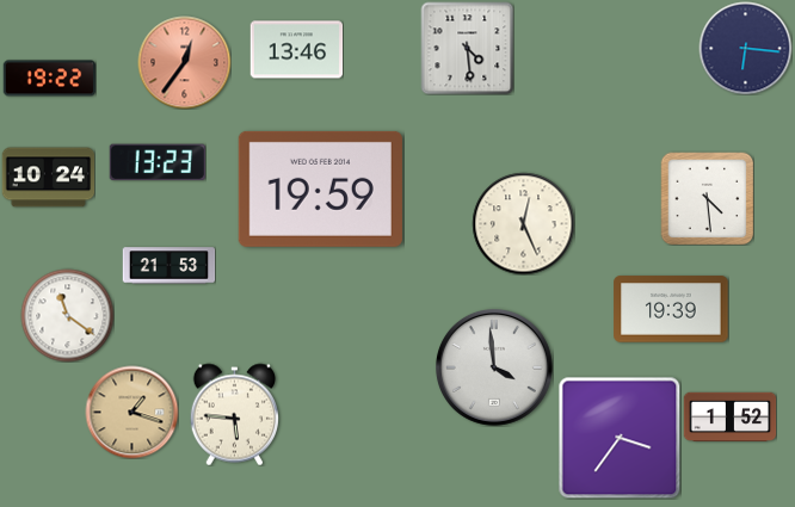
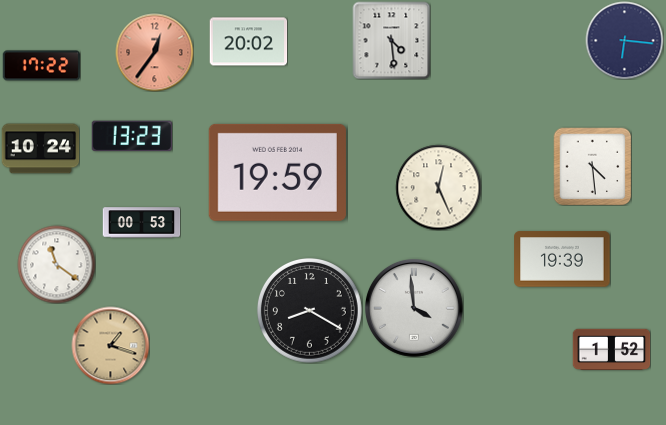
clock at (296, 50): 13:46 -> 20:02
clock at (49, 79): 19:22 -> 17:22
clock at (320, 188) position: (320, 188) -> (277, 172)
clock at (168, 266): 21:53 -> 00:53
clock at (309, 310): none -> 8:20
clock at (234, 414): 5:46 -> none
clock at (620, 438): 3:36 -> none
